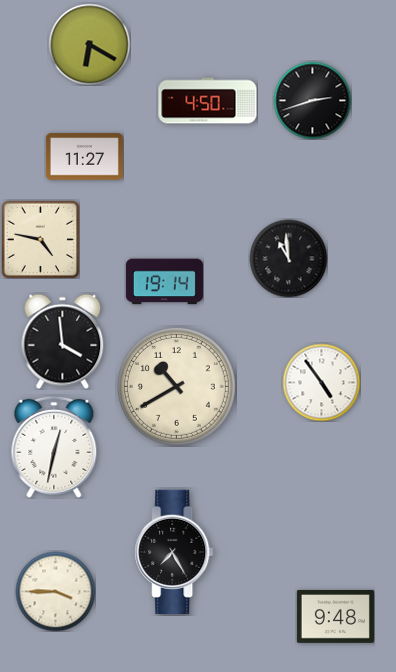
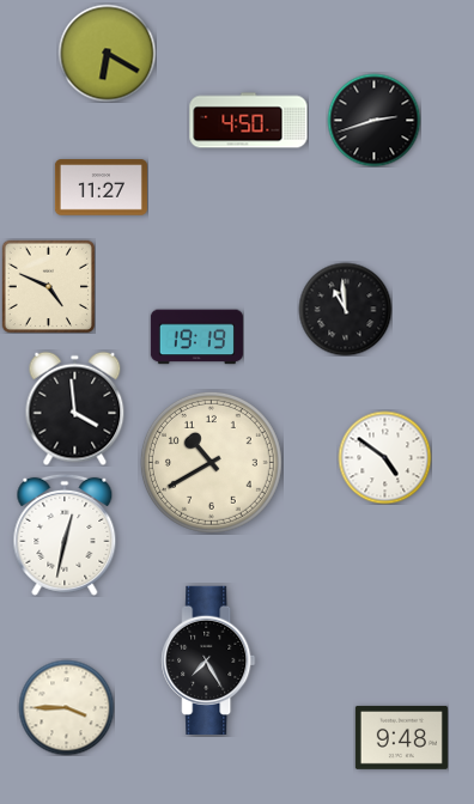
clock at (40, 239): 4:47 -> 4:49
clock at (164, 282): 19:14 -> 19:19
clock at (321, 382): 4:54 -> 4:51
